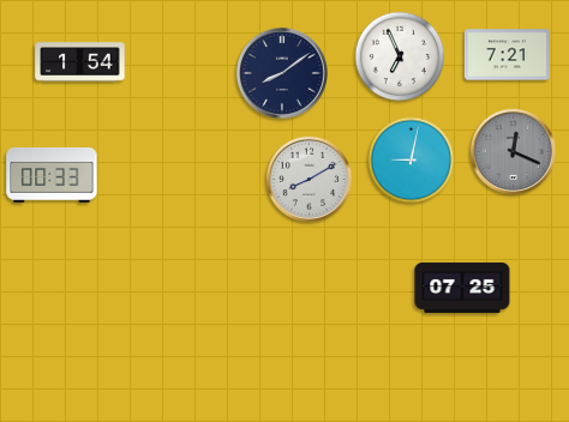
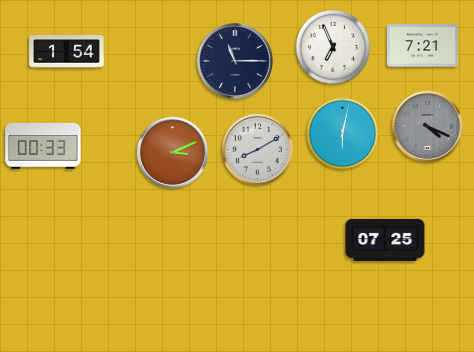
clock at (282, 73): 8:09 -> 11:15
clock at (513, 151): 12:19 -> 4:19
clock at (412, 161): 9:02 -> 6:02
clock at (172, 152): none -> 3:11
